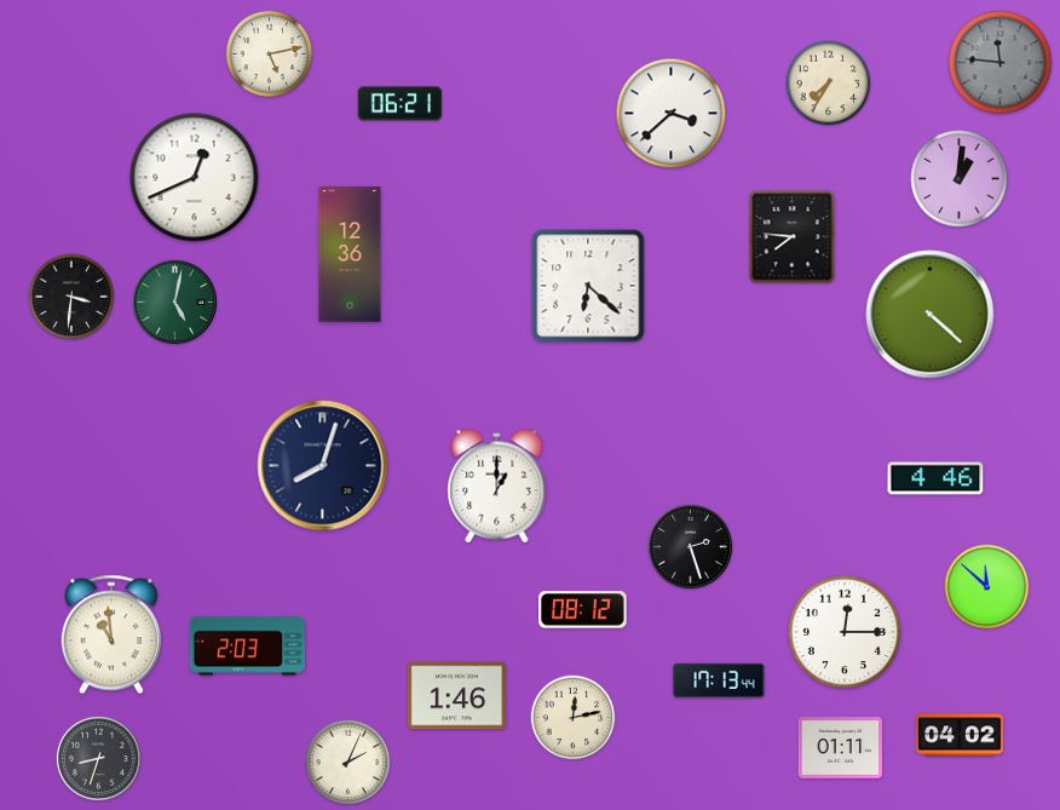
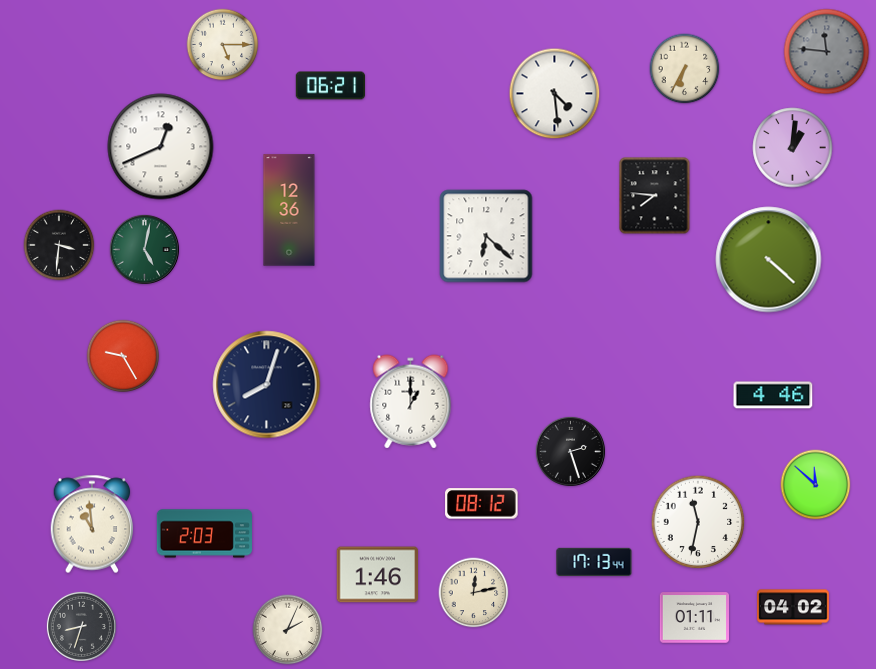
clock at (270, 54): 5:13 -> 5:15
clock at (829, 84): 7:35 -> 6:35
clock at (672, 114): 3:38 -> 4:29
clock at (123, 356): none -> 9:25
clock at (845, 632): 12:15 -> 11:32
